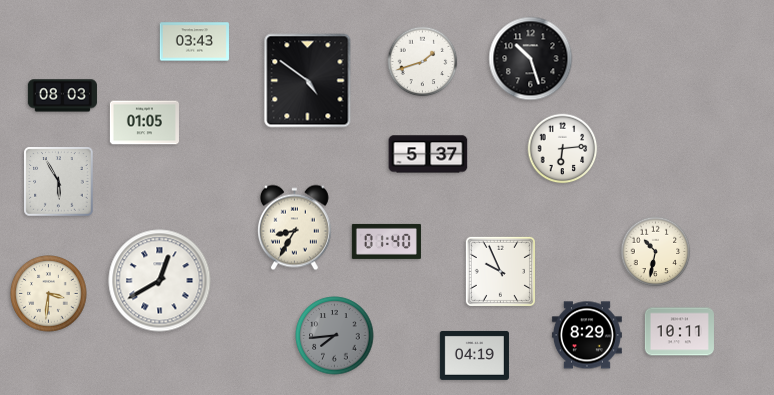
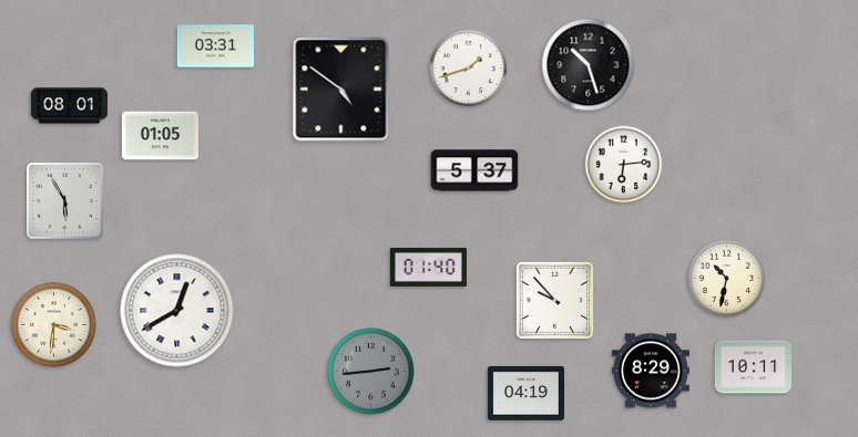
clock at (194, 42): 03:43 -> 03:31
clock at (62, 96): 08:03 -> 08:01
clock at (294, 228): 8:35 -> none
clock at (500, 271): 9:56 -> 9:53
clock at (335, 336): 7:44 -> 2:44
